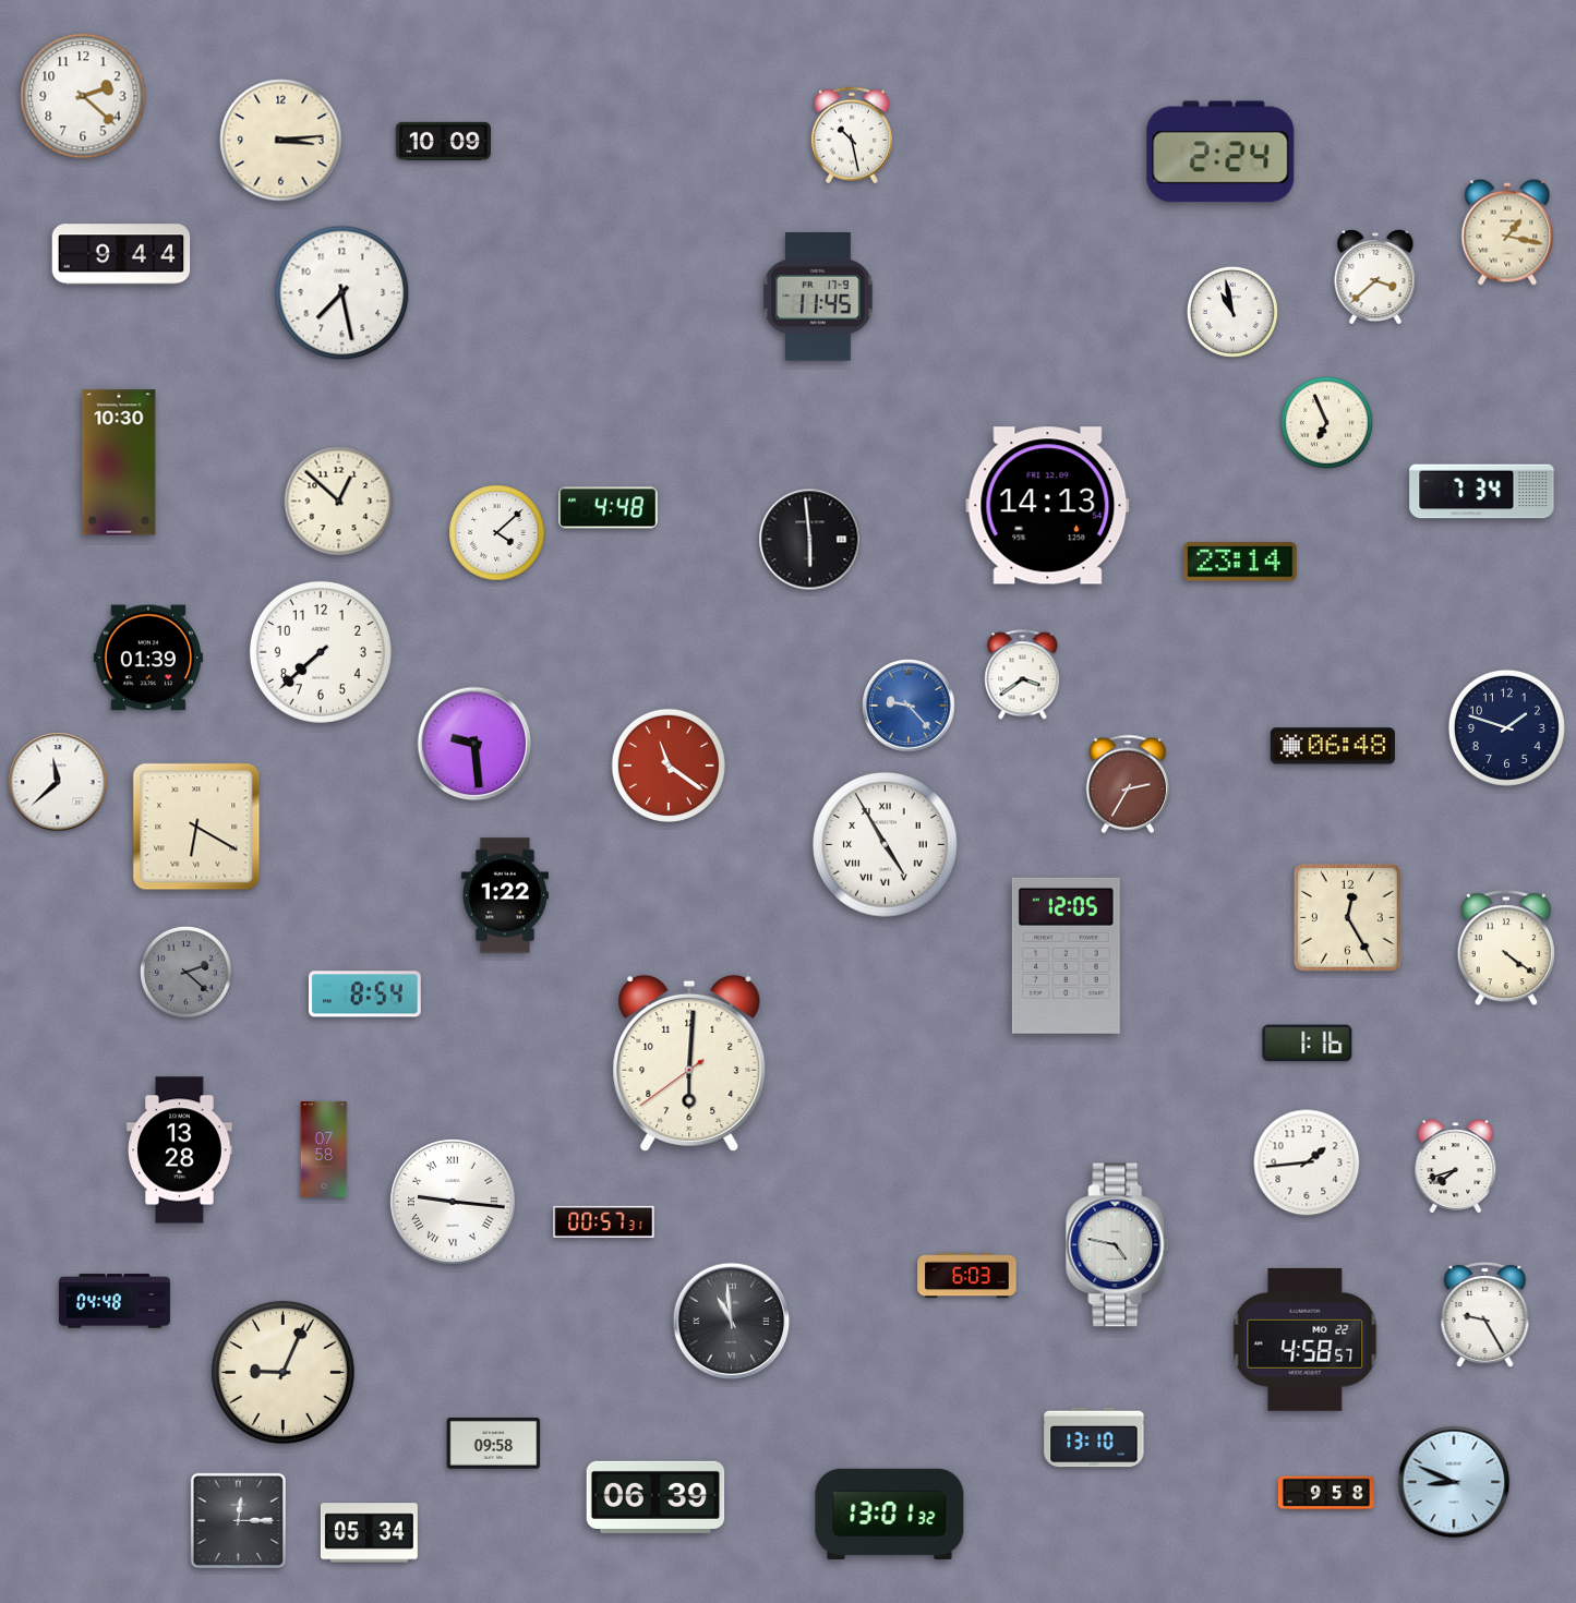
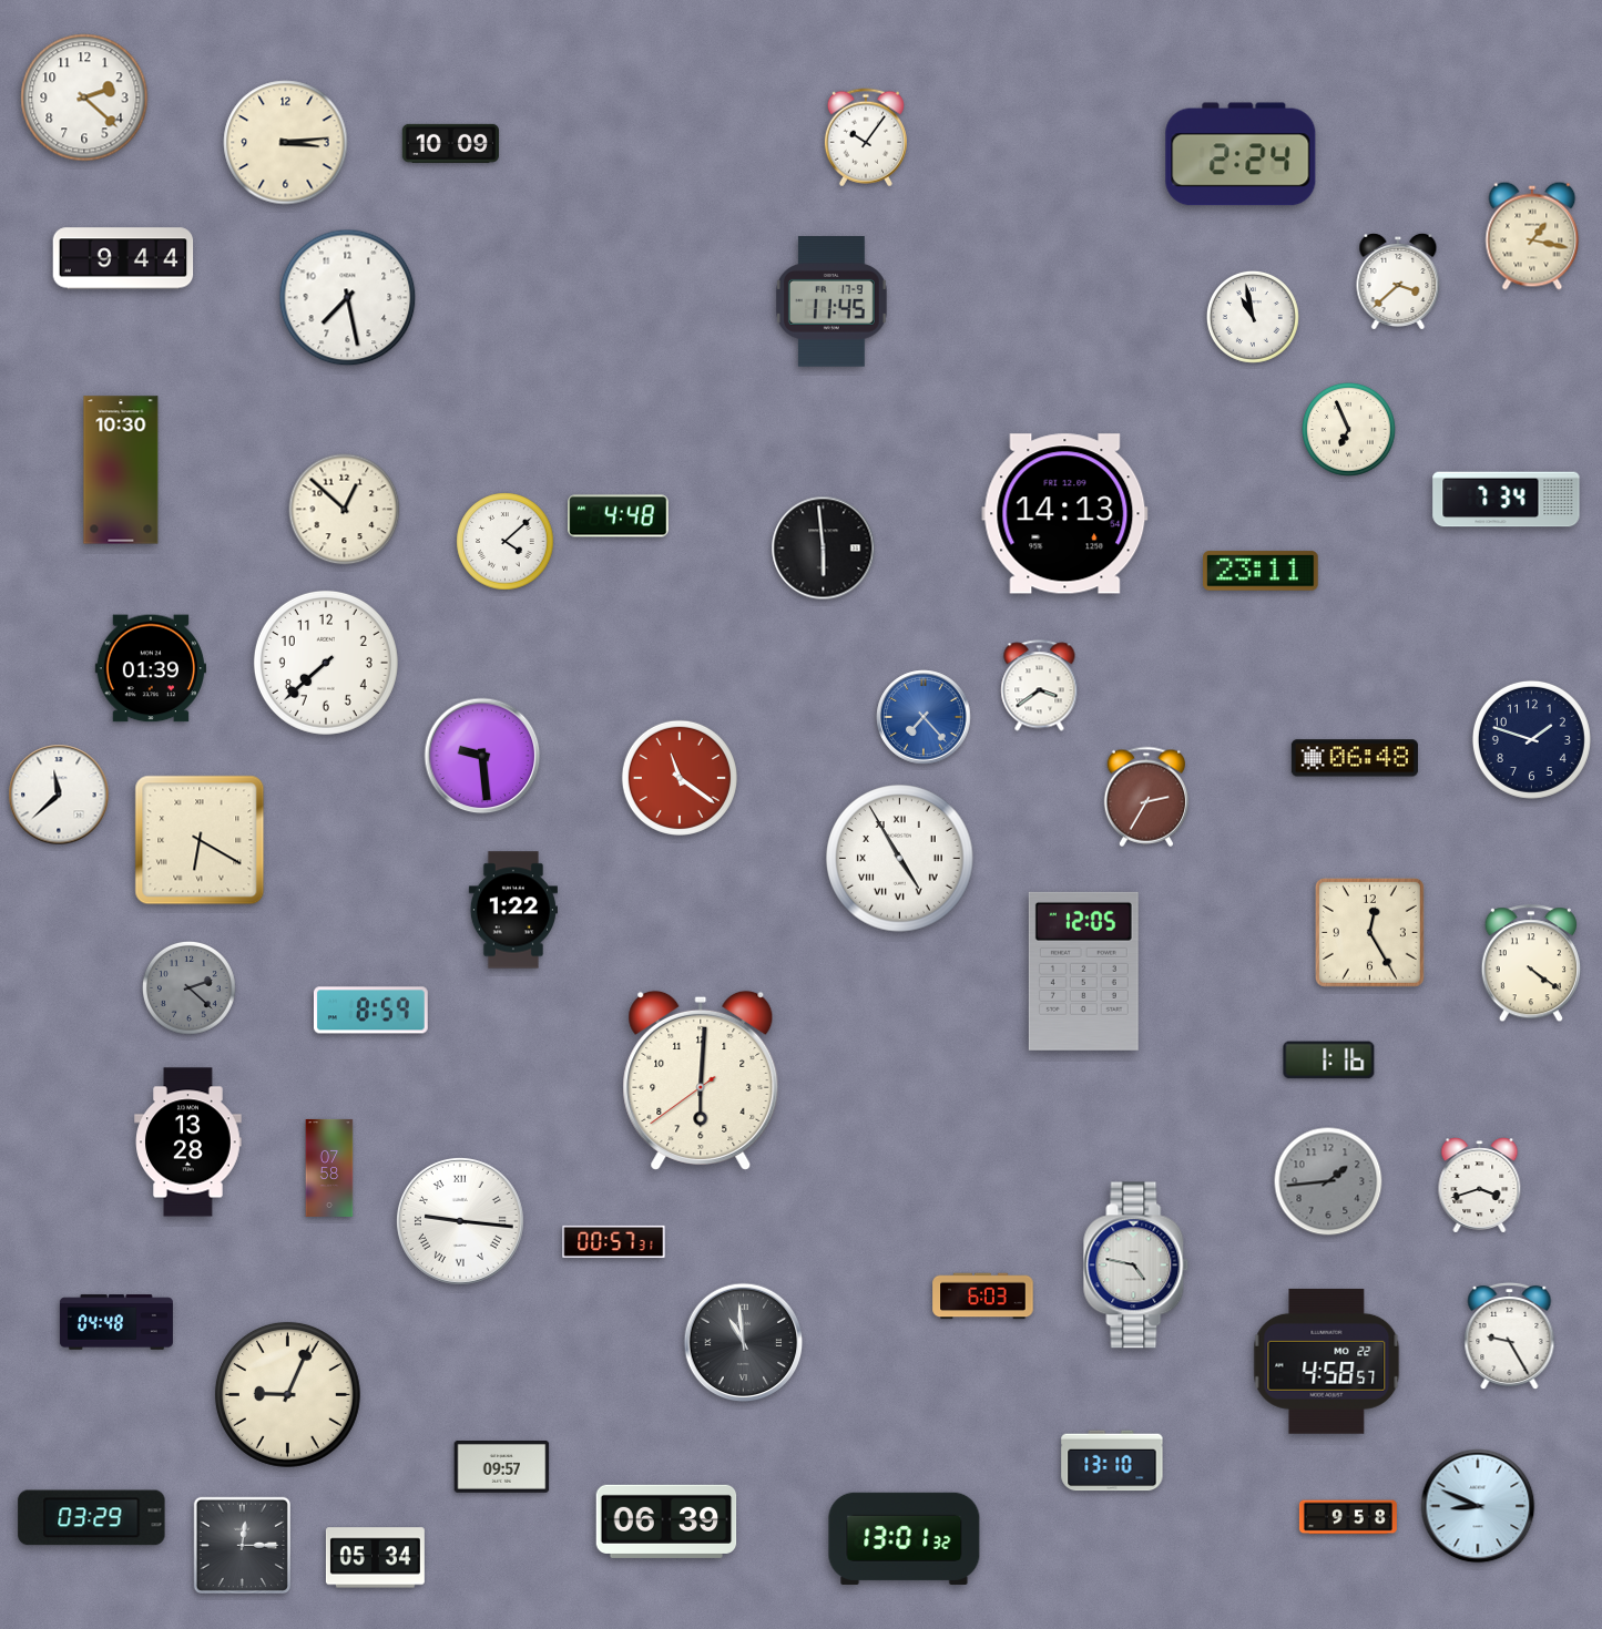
clock at (852, 135): 10:28 -> 10:06
clock at (1240, 562): 23:14 -> 23:11
clock at (909, 706): 9:23 -> 7:23
clock at (364, 995): 8:54 -> 8:59
clock at (180, 1150) position: (180, 1150) -> (188, 1143)
clock at (1307, 1162) dial: white -> grey
clock at (1456, 1167): 7:42 -> 3:42
clock at (494, 1444): 09:58 -> 09:57
clock at (92, 1518): none -> 03:29
